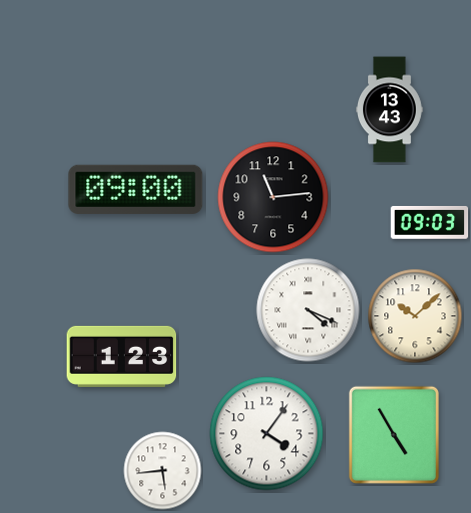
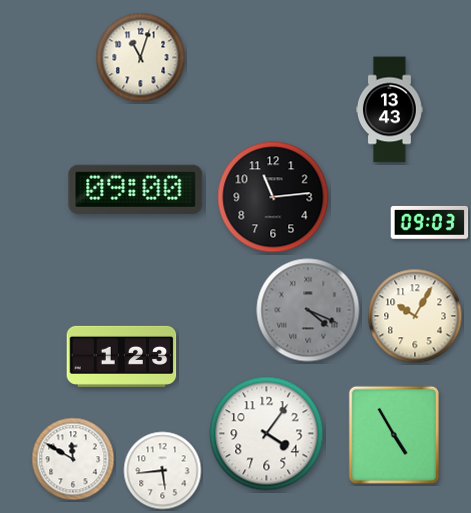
clock at (141, 58): none -> 11:03
clock at (308, 310) dial: white -> grey
clock at (415, 316): 10:08 -> 10:05
clock at (73, 459): none -> 11:50
